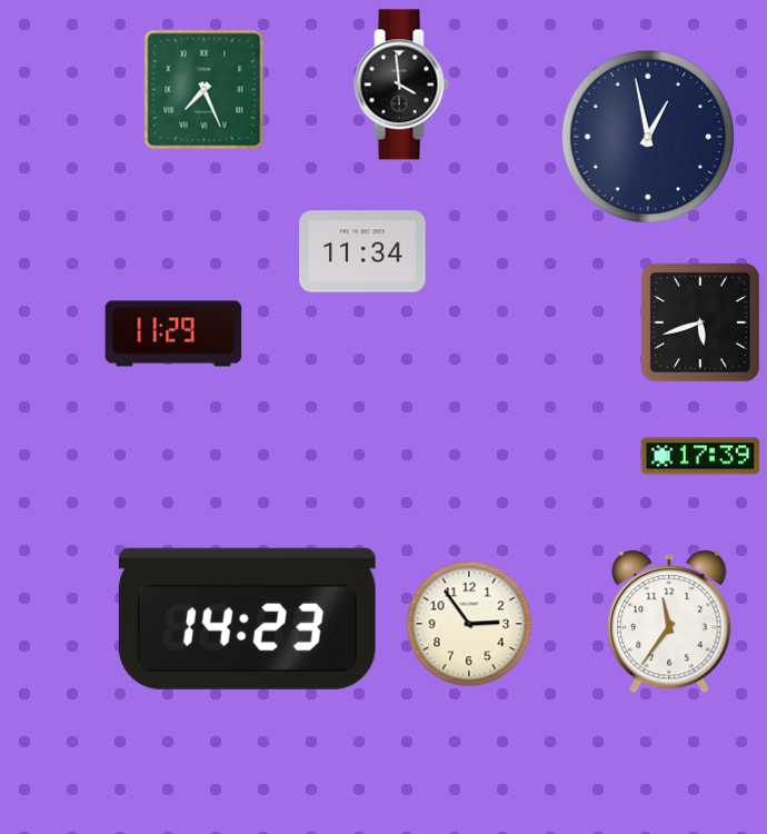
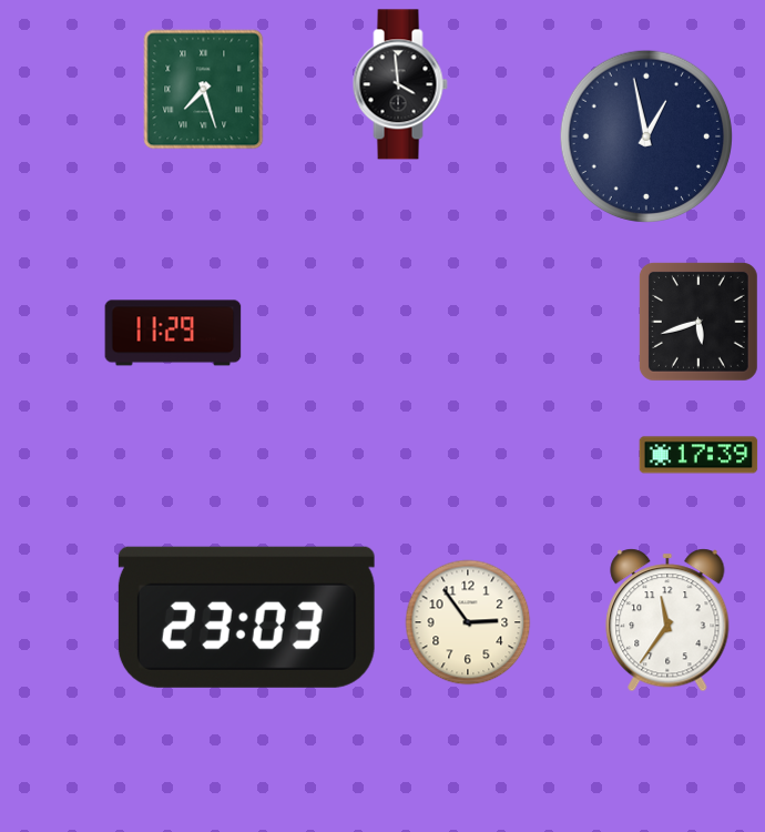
clock at (205, 90): 7:26 -> 7:27
clock at (362, 251): 11:34 -> none
clock at (247, 618): 14:23 -> 23:03
